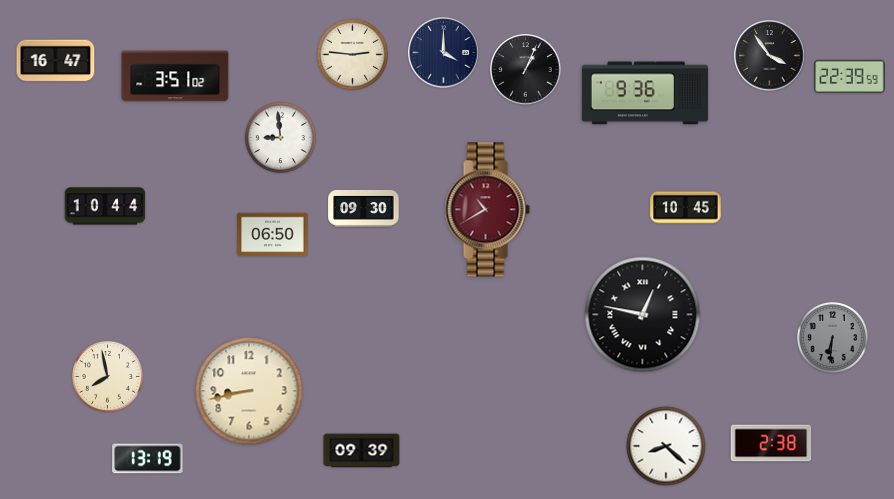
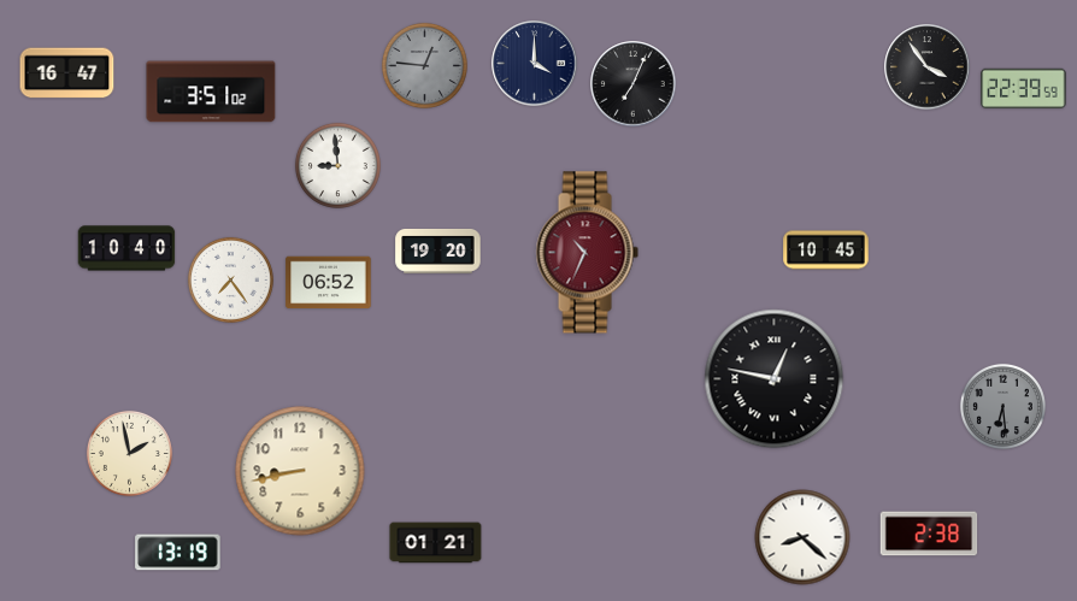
clock at (352, 54): 2:46 -> 12:46
clock at (352, 54) dial: cream -> grey
clock at (526, 70): 1:04 -> 7:04
clock at (850, 76) position: (850, 76) -> (1024, 88)
clock at (645, 93): 9:36 -> none
clock at (105, 206): 10:44 -> 10:40
clock at (364, 208): 09:30 -> 19:20
clock at (487, 210): 10:40 -> 10:34
clock at (230, 279): none -> 7:24
clock at (273, 235): 06:50 -> 06:52
clock at (832, 337): 6:31 -> 6:29
clock at (107, 376): 7:58 -> 1:58
clock at (362, 451): 09:39 -> 01:21
